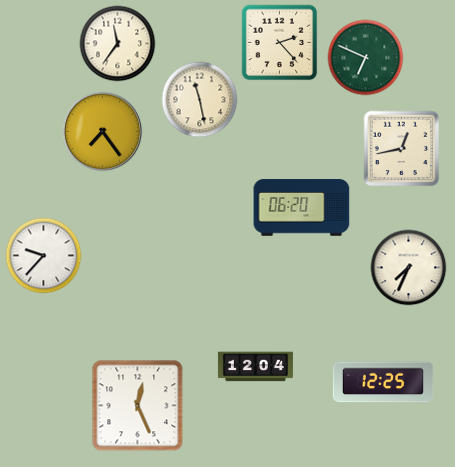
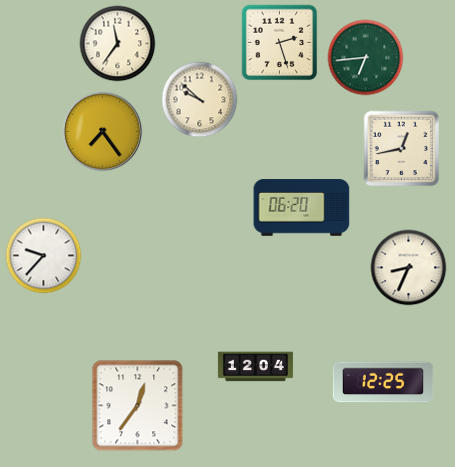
clock at (280, 43): 2:23 -> 2:27
clock at (366, 58): 6:49 -> 6:44
clock at (200, 100): 11:28 -> 9:52
clock at (409, 268): 7:34 -> 8:34
clock at (138, 406): 12:26 -> 12:36
